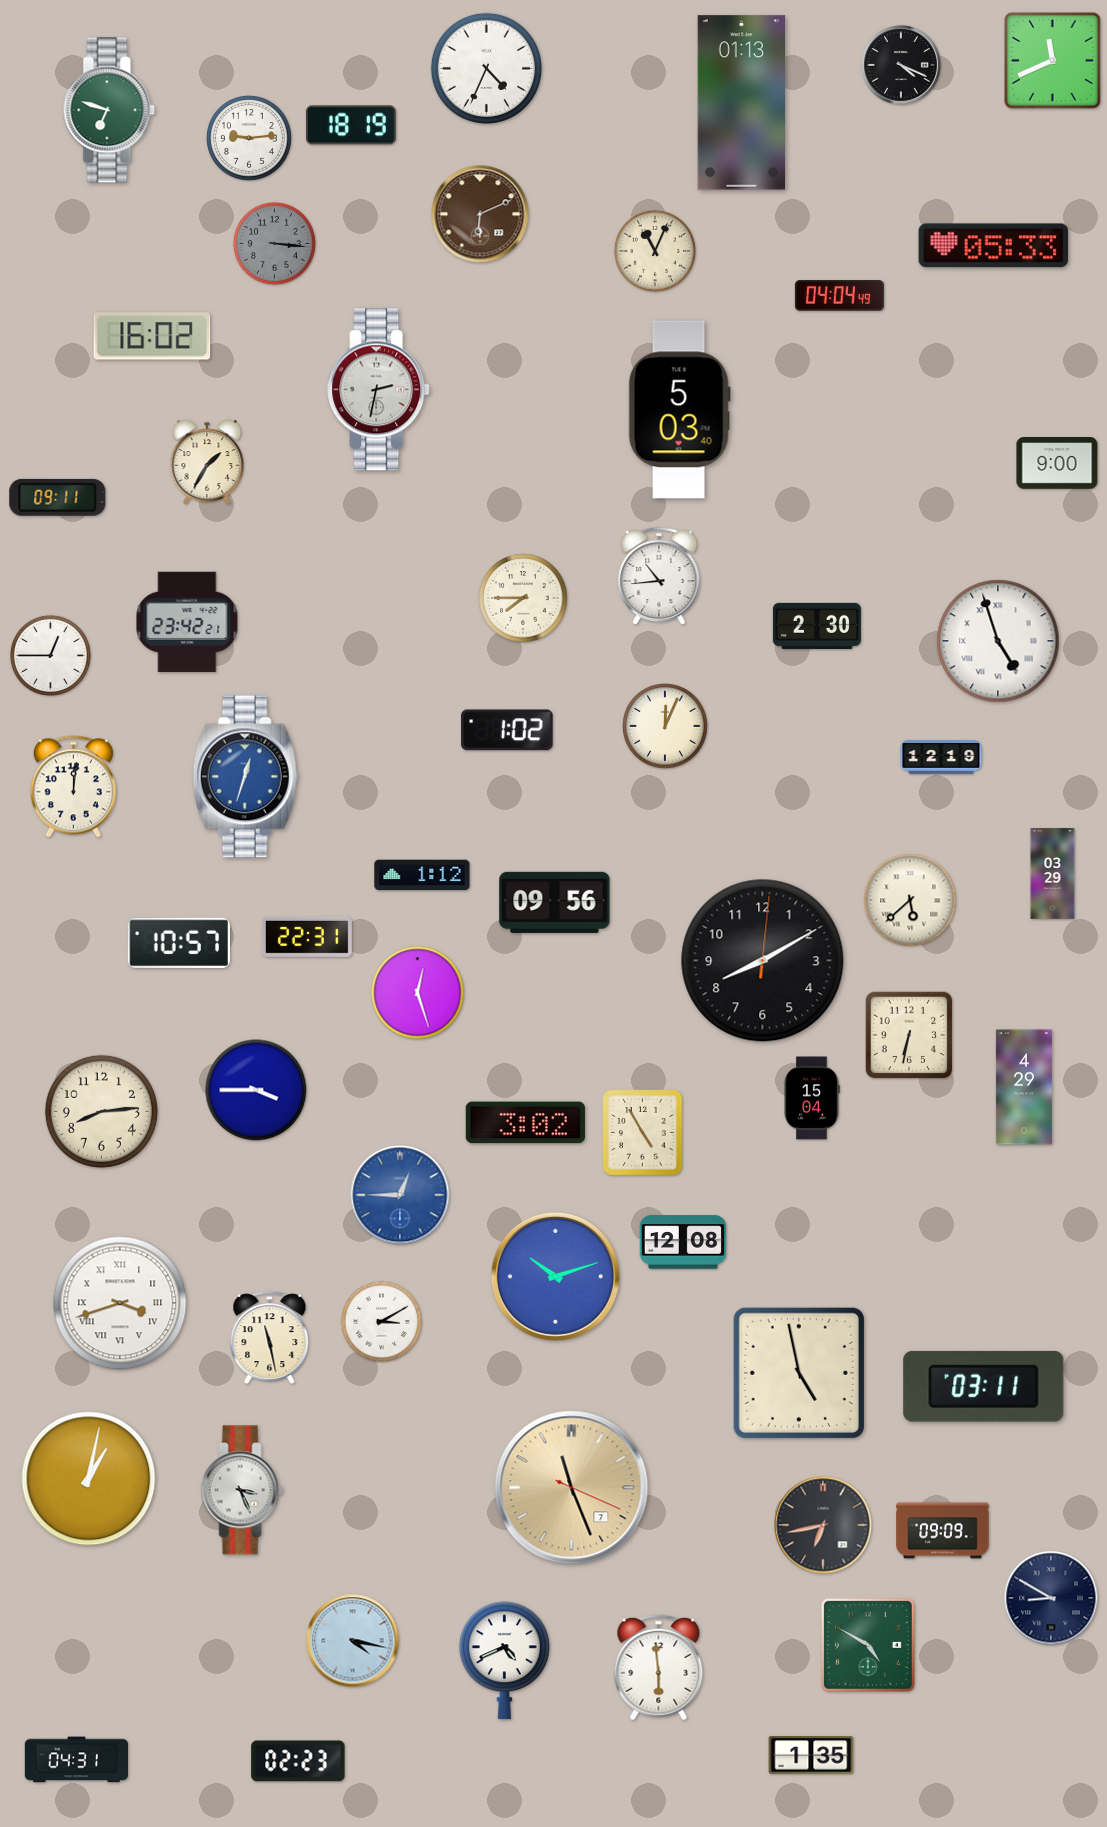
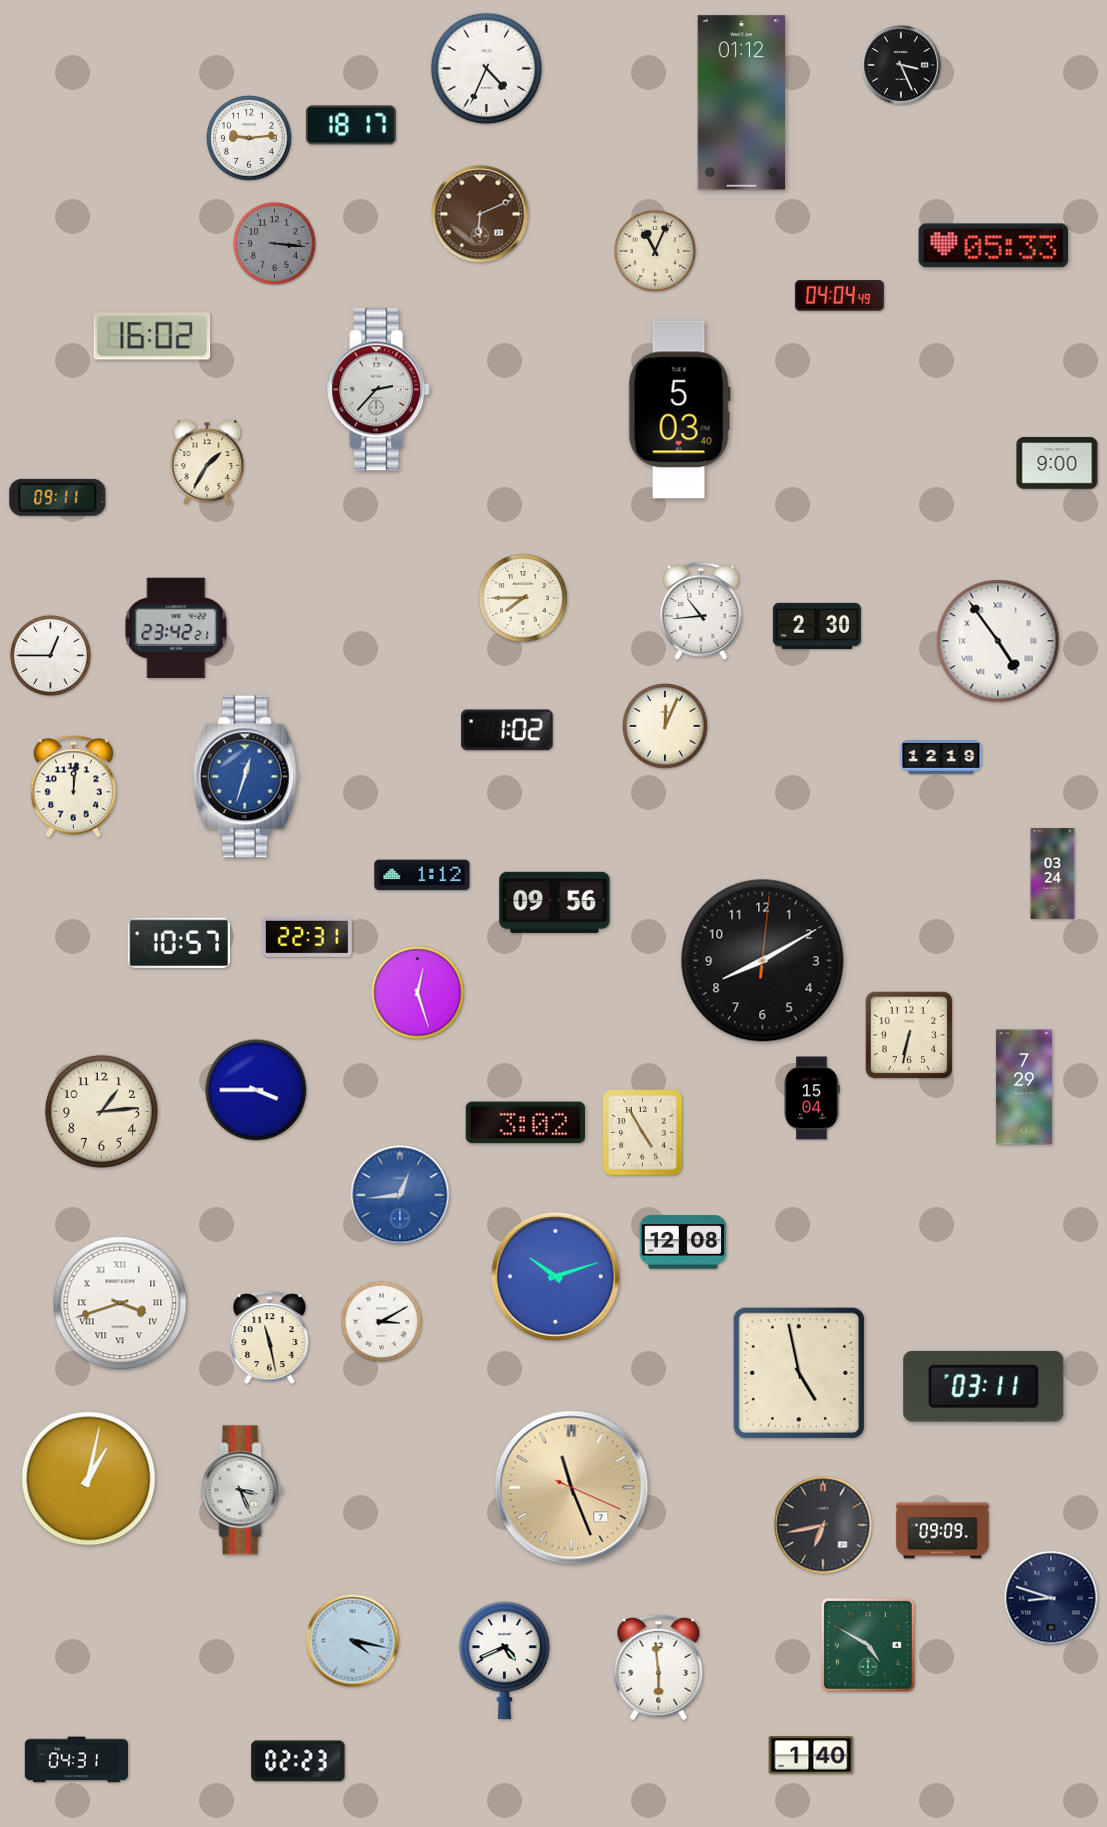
clock at (1052, 60): 11:41 -> none
clock at (901, 65): 4:19 -> 3:26
clock at (742, 103): 01:13 -> 01:12
clock at (109, 110): 6:48 -> none
clock at (351, 125): 18:19 -> 18:17
clock at (379, 390): 2:32 -> 2:37
clock at (659, 576) position: (659, 576) -> (701, 611)
clock at (187, 622) position: (187, 622) -> (176, 628)
clock at (998, 641): 4:57 -> 4:54
clock at (1053, 874): 03:29 -> 03:24
clock at (910, 900): 5:38 -> none
clock at (1024, 1087): 4:29 -> 7:29
clock at (101, 1111): 8:14 -> 1:14
clock at (400, 1195): 12:45 -> 12:44
clock at (1051, 1598): 8:50 -> 8:48
clock at (811, 1755): 1:35 -> 1:40
